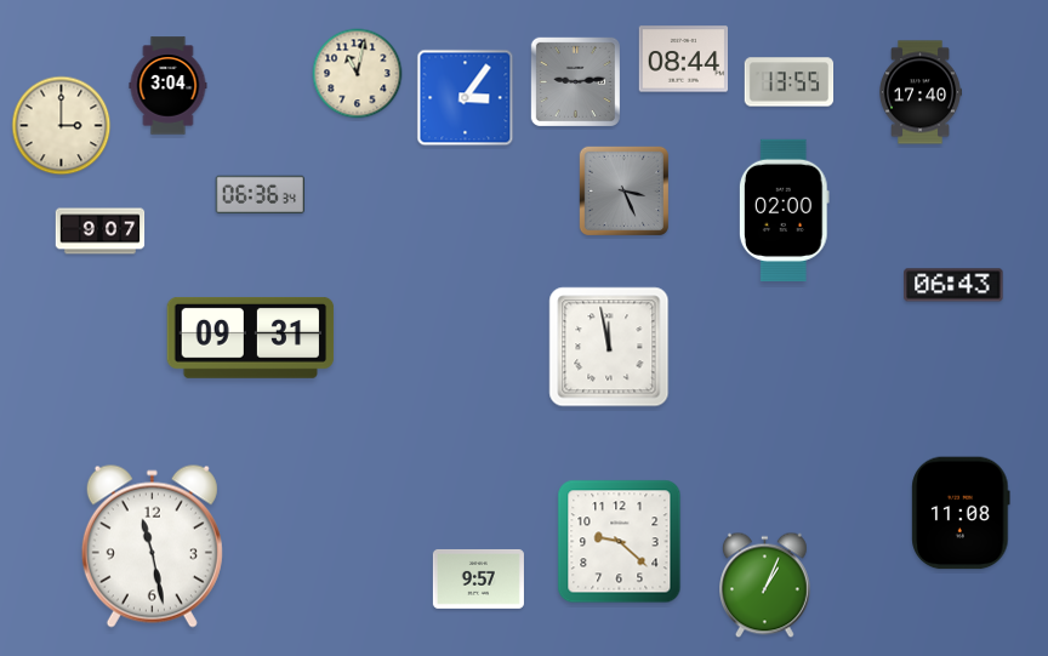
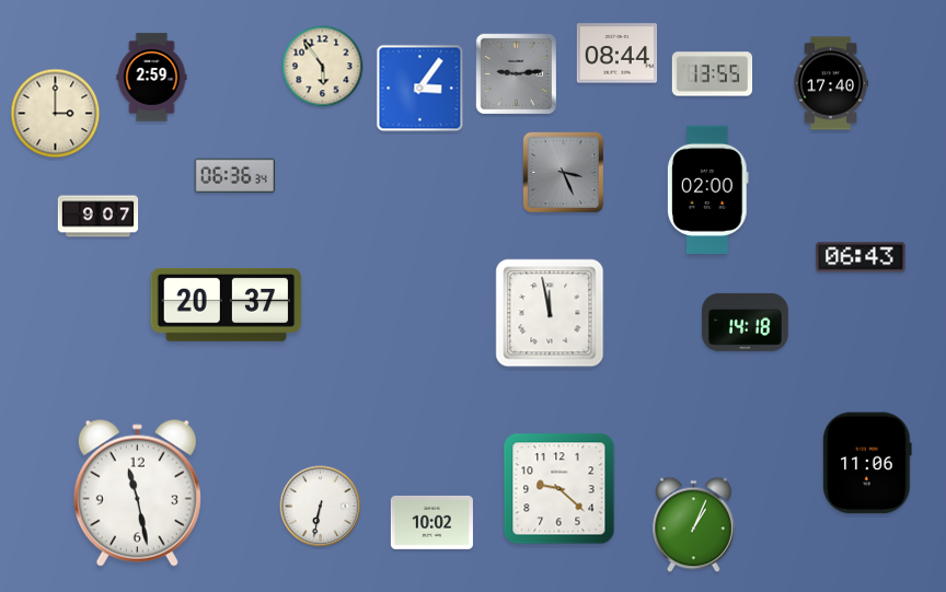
clock at (358, 74): 11:02 -> 5:54
clock at (575, 81) position: (575, 81) -> (516, 73)
clock at (169, 86): 3:04 -> 2:59
clock at (101, 232) position: (101, 232) -> (99, 217)
clock at (251, 337): 09:31 -> 20:37
clock at (746, 322): none -> 14:18
clock at (961, 513): 11:08 -> 11:06
clock at (321, 507): none -> 6:32
clock at (478, 578): 9:57 -> 10:02
clock at (765, 586) position: (765, 586) -> (694, 525)
